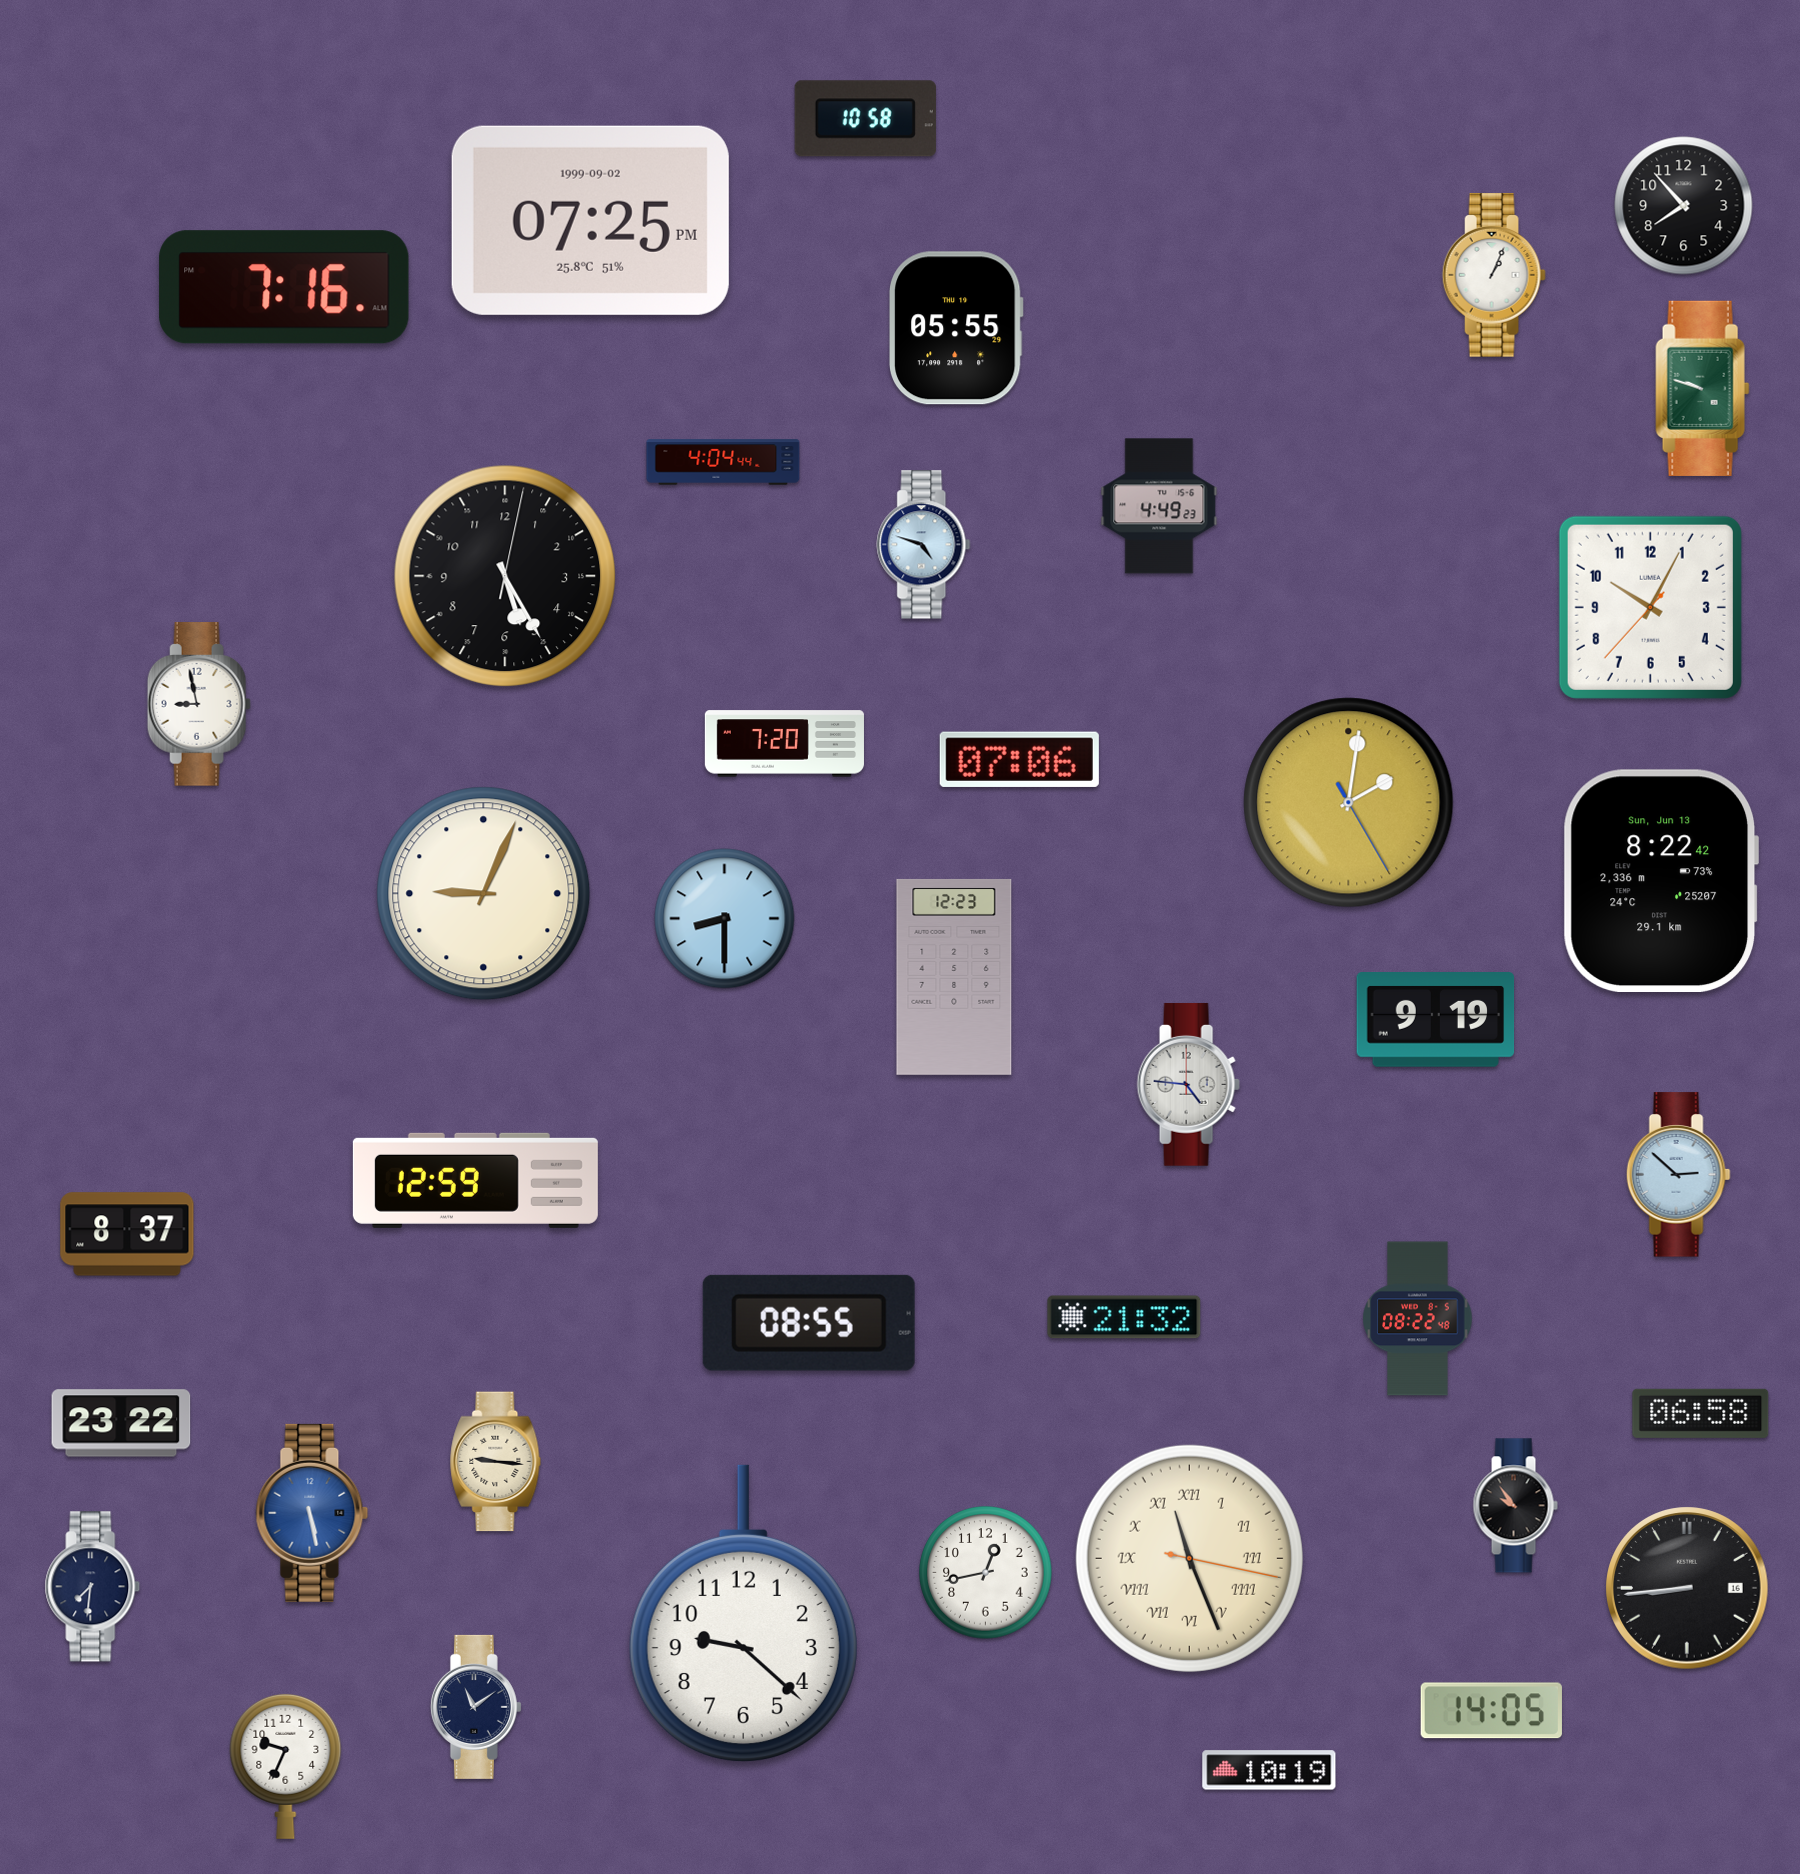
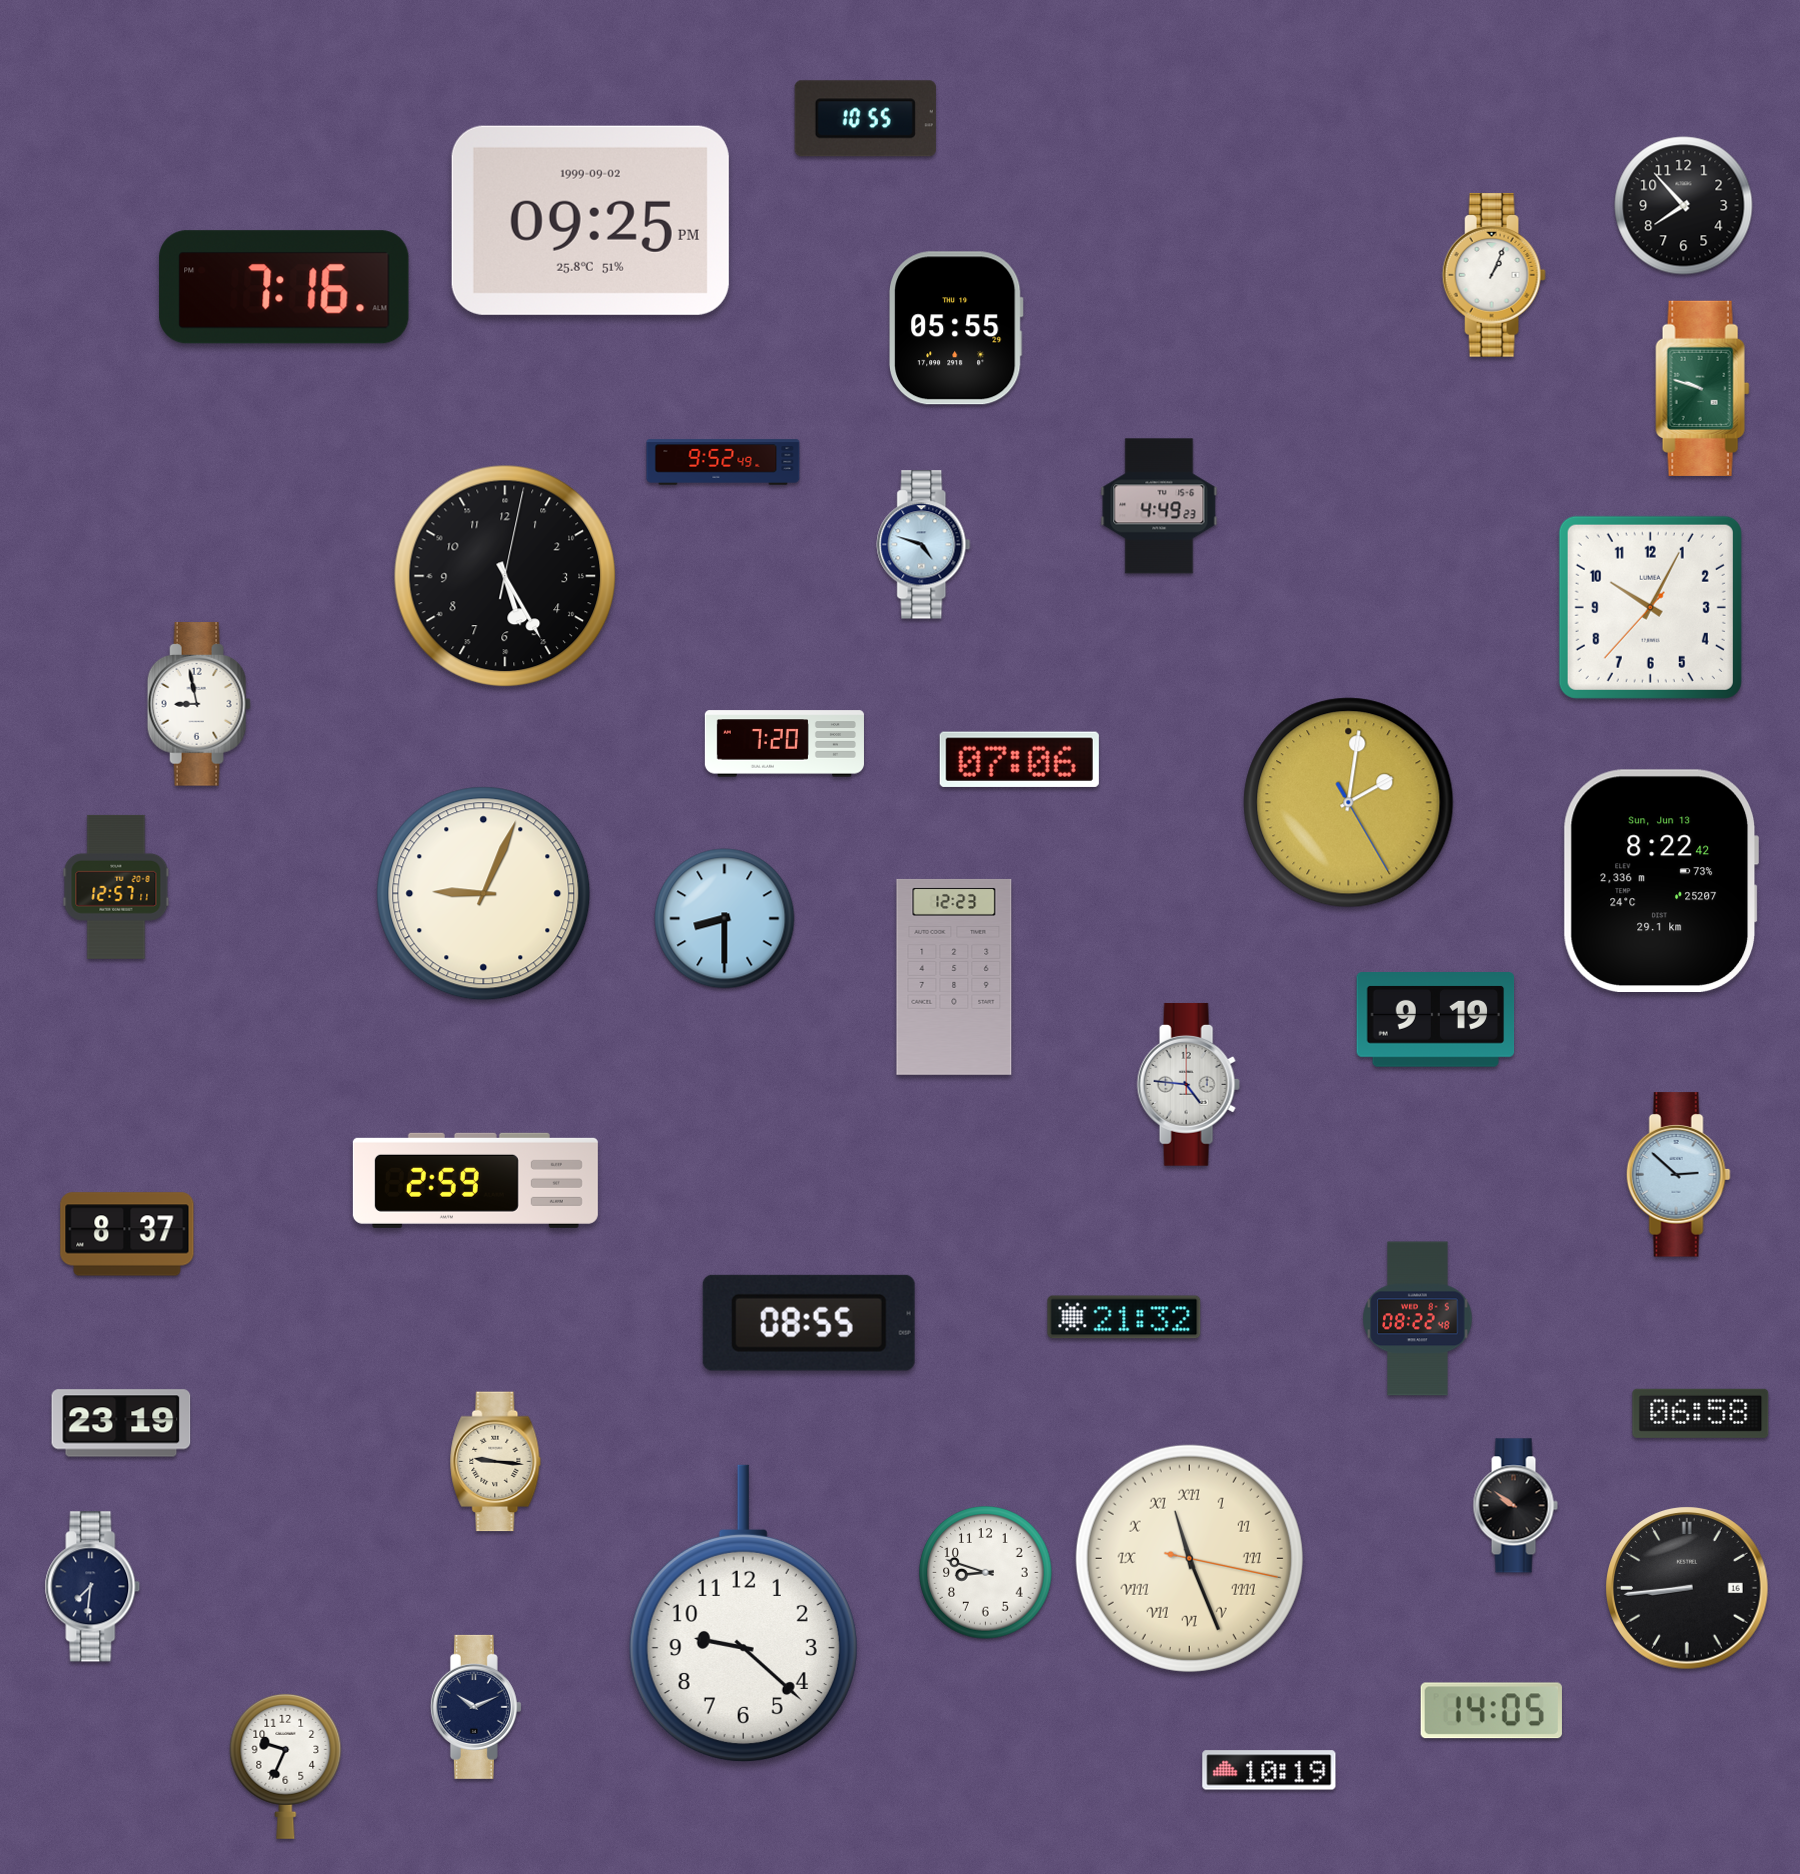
clock at (865, 119): 10:58 -> 10:55
clock at (590, 220): 07:25 -> 09:25
clock at (723, 462): 4:04 -> 9:52
clock at (116, 887): none -> 12:57
clock at (475, 1180): 12:59 -> 2:59
clock at (121, 1423): 23:22 -> 23:19
clock at (1515, 1506): 9:54 -> 9:51
clock at (312, 1513): 5:28 -> none
clock at (986, 1573): 12:43 -> 8:48
clock at (476, 1707): 11:09 -> 10:11
